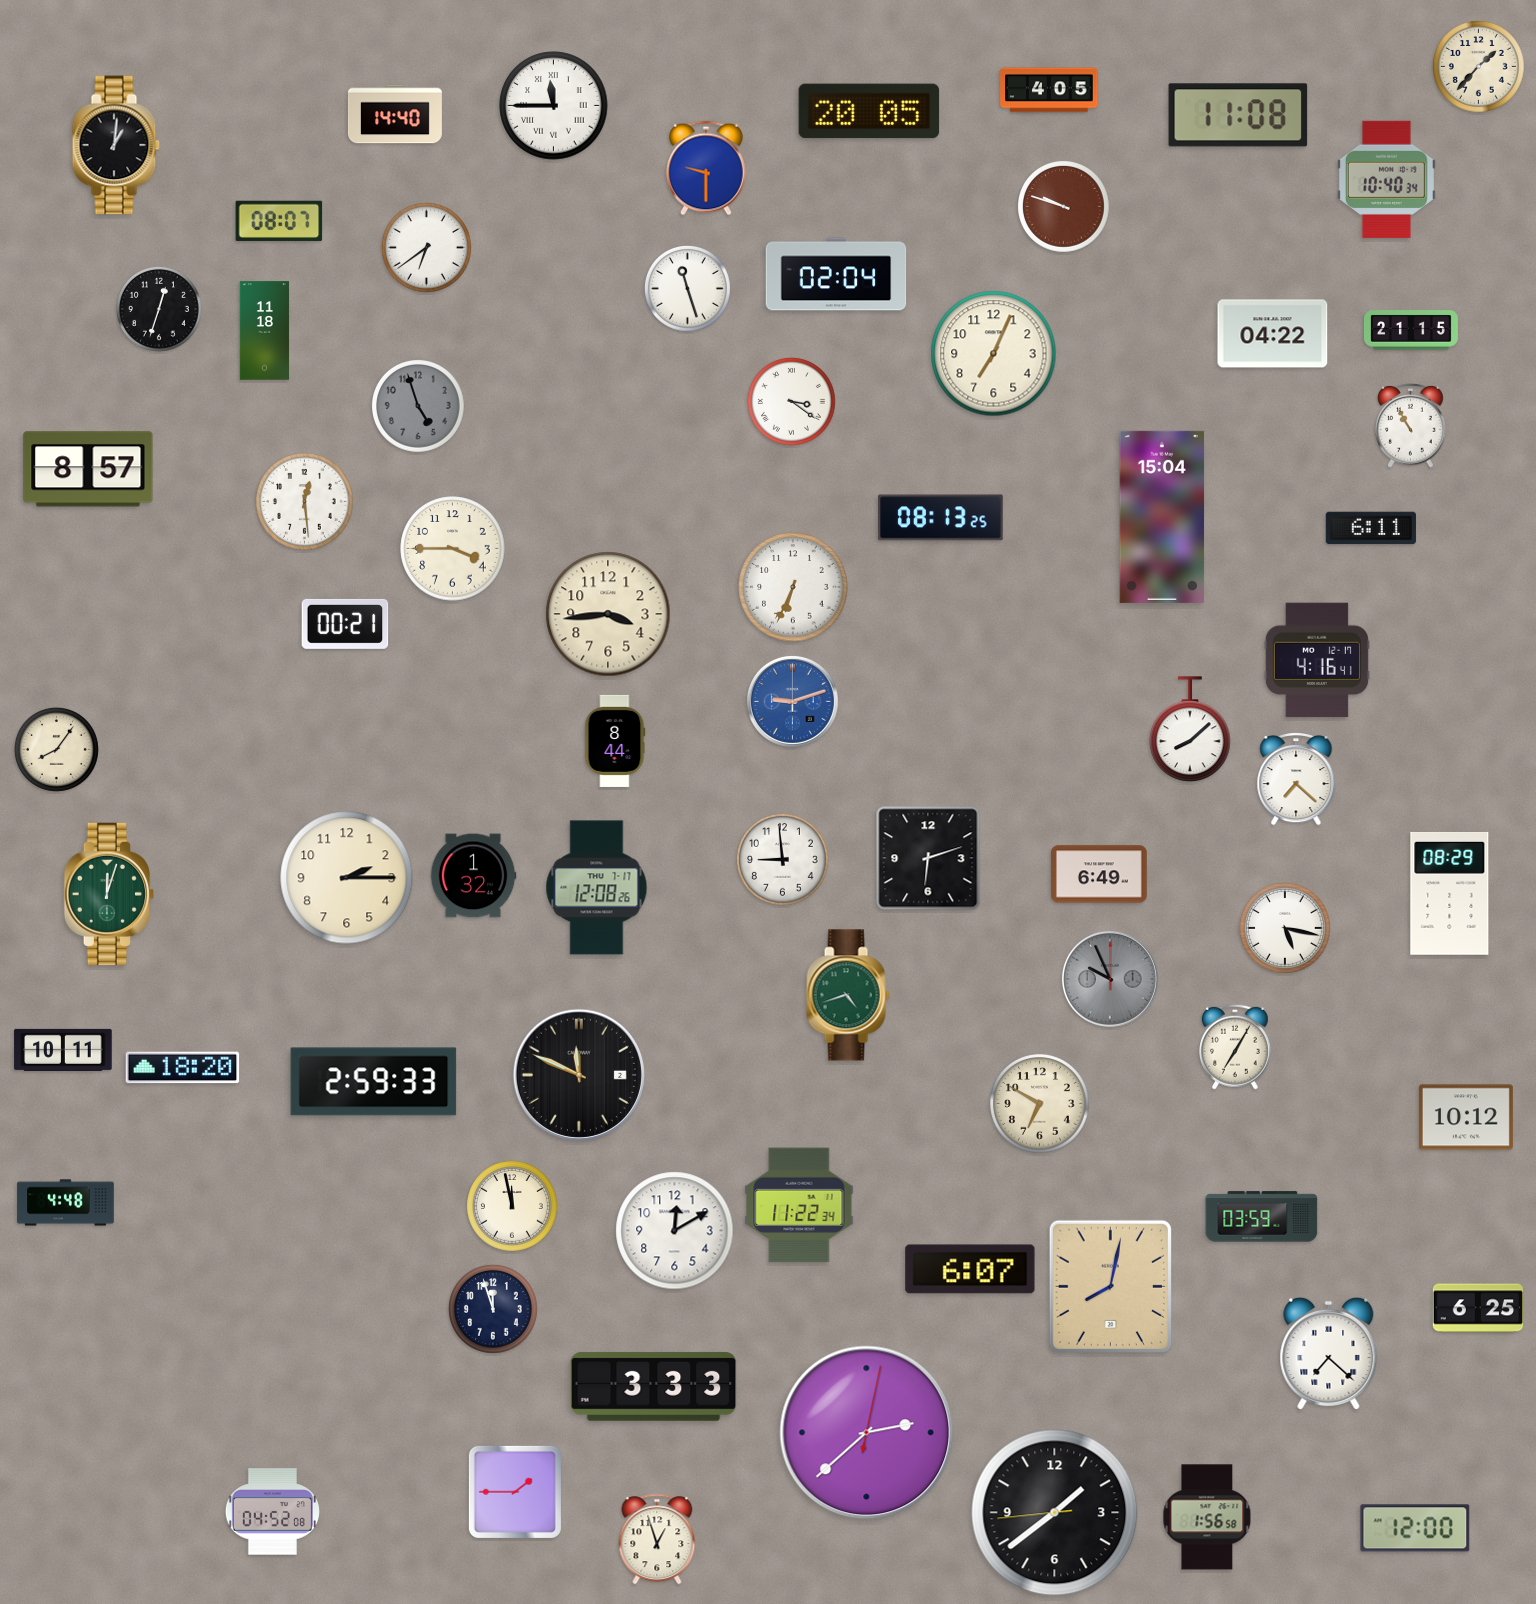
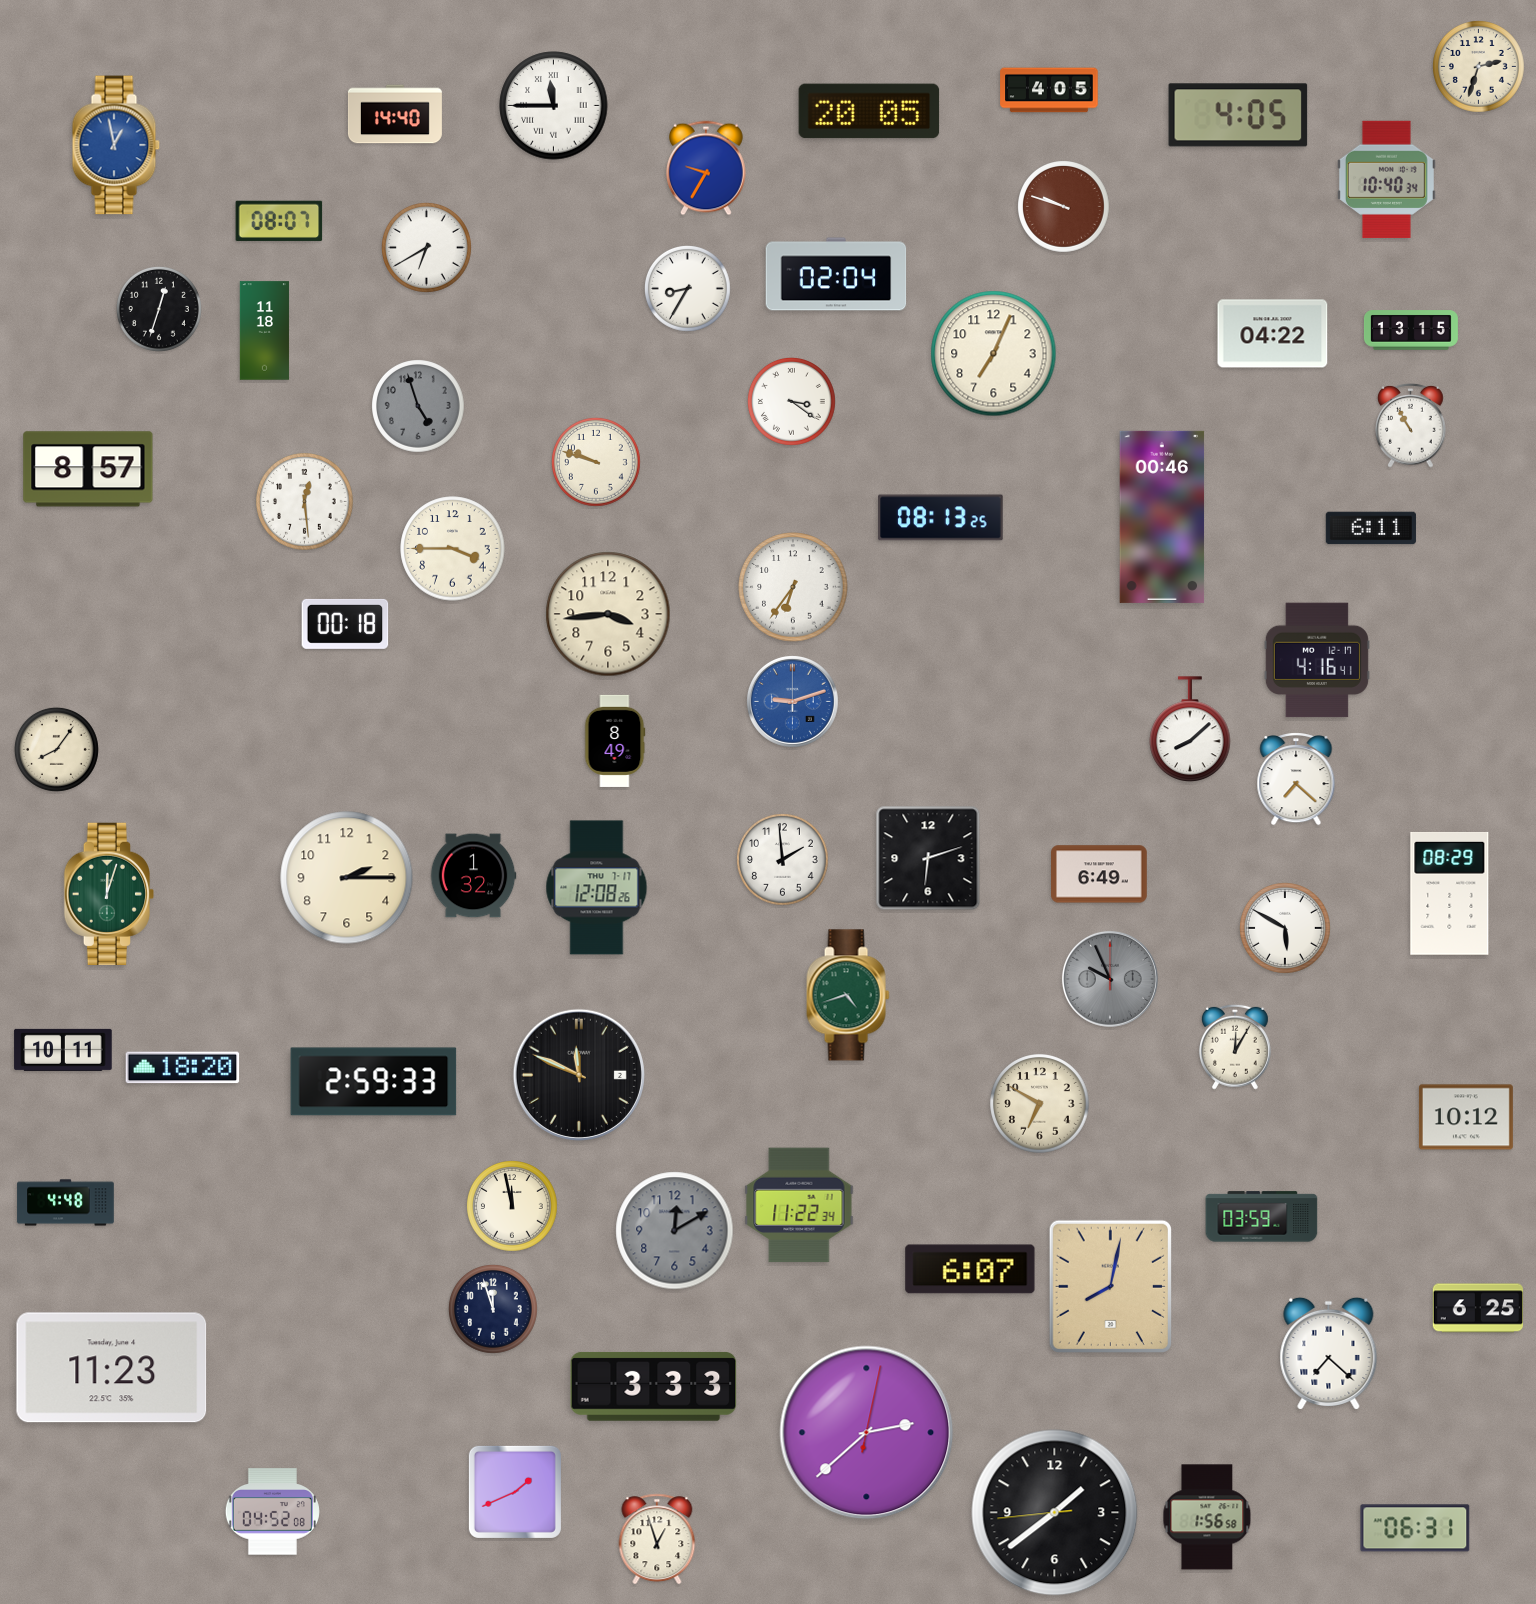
clock at (1479, 67): 1:37 -> 2:33
clock at (1238, 115): 11:08 -> 4:05
clock at (116, 145): 1:01 -> 12:58
clock at (116, 145) dial: black -> blue
clock at (707, 168): 9:30 -> 9:35
clock at (427, 248): 6:39 -> 6:40
clock at (687, 288): 11:27 -> 8:35
clock at (1411, 330): 21:15 -> 13:15
clock at (596, 462): none -> 9:48
clock at (1162, 517): 15:04 -> 00:46
clock at (793, 587): 6:34 -> 6:36
clock at (345, 624): 00:21 -> 00:18
clock at (615, 741): 8:44 -> 8:49
clock at (783, 860): 8:59 -> 1:59
clock at (1286, 929): 5:17 -> 5:50
clock at (1235, 1047): 7:05 -> 12:05
clock at (675, 1231) dial: white -> grey
clock at (112, 1368): none -> 11:23
clock at (515, 1492): 1:45 -> 1:41
clock at (1415, 1528): 12:00 -> 06:31
